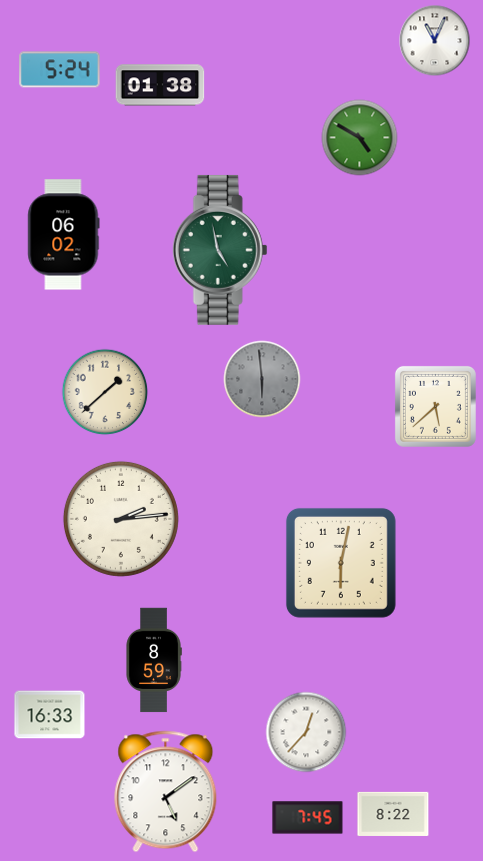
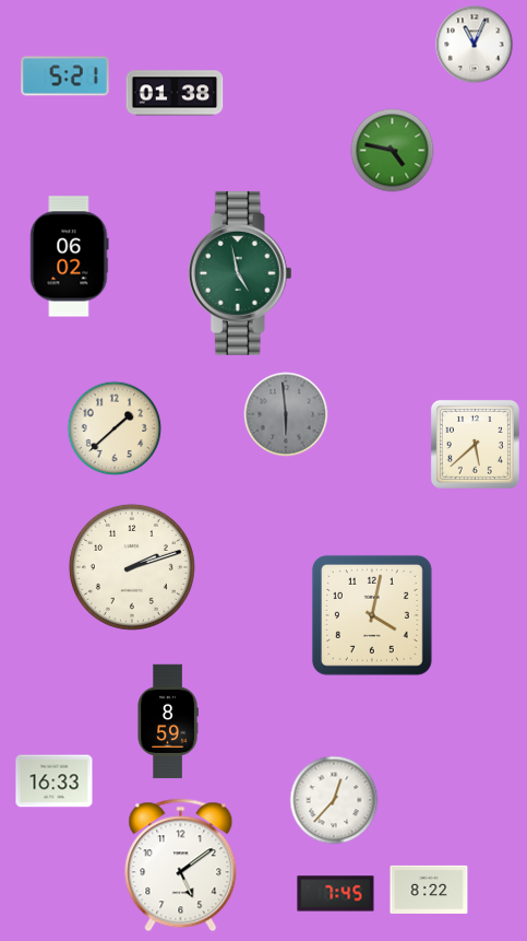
clock at (60, 70): 5:24 -> 5:21
clock at (360, 138): 4:50 -> 4:47
clock at (121, 519): 2:14 -> 2:12
clock at (341, 563): 6:02 -> 4:02
